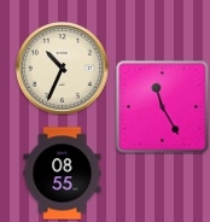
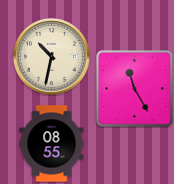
clock at (63, 69): 10:34 -> 10:32
